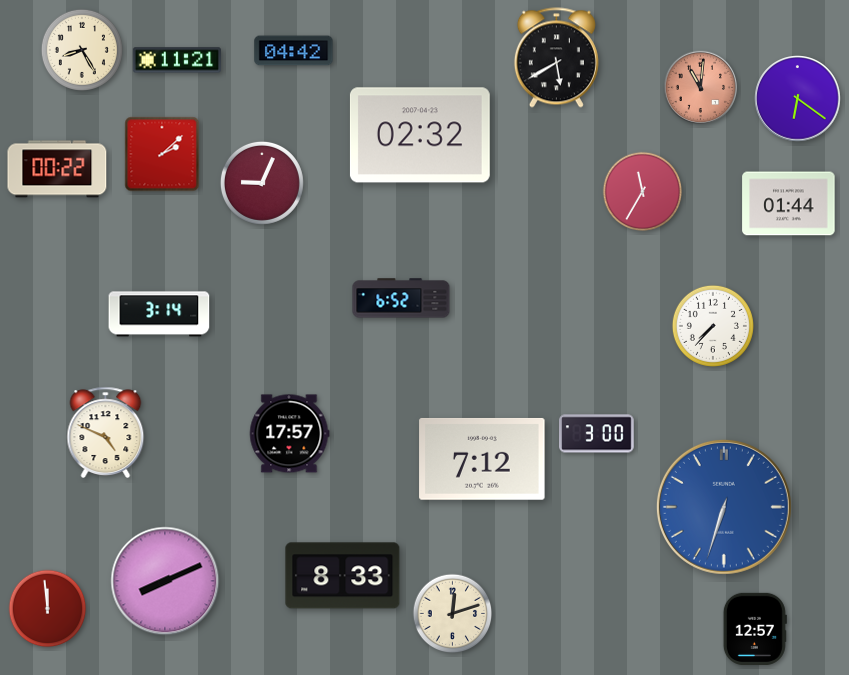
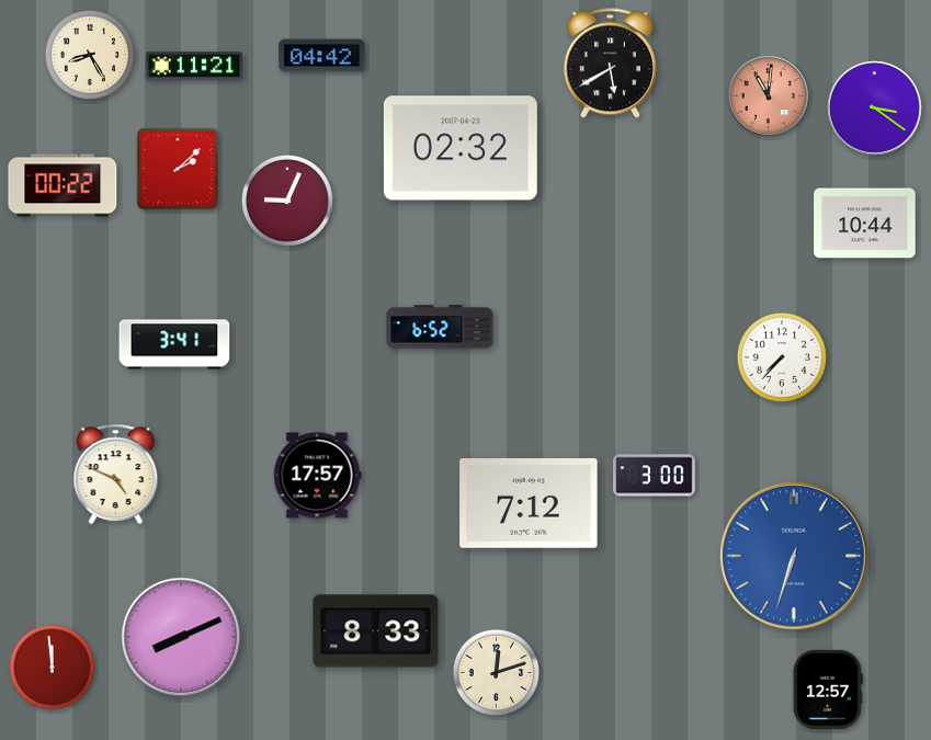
clock at (798, 99): 6:21 -> 3:21
clock at (643, 192): 11:35 -> none
clock at (789, 204): 01:44 -> 10:44
clock at (159, 314): 3:14 -> 3:41
